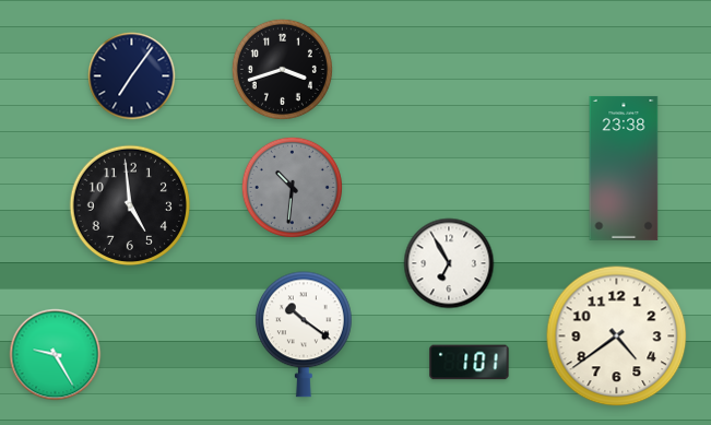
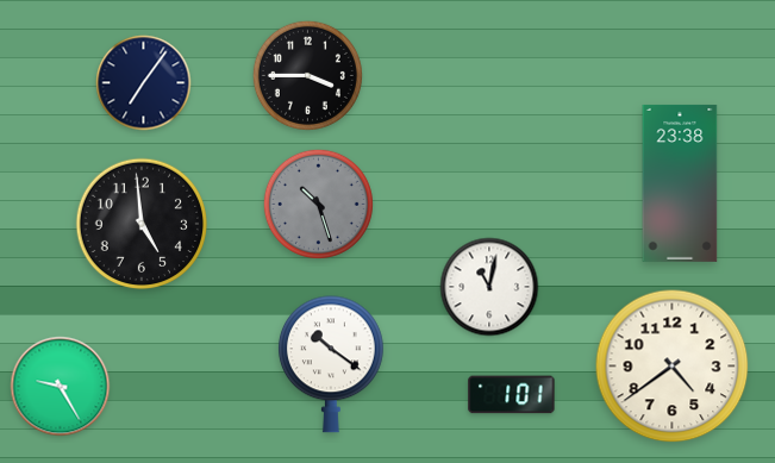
clock at (282, 69): 3:42 -> 3:45
clock at (292, 187): 10:31 -> 10:27
clock at (449, 263): 6:55 -> 11:02
